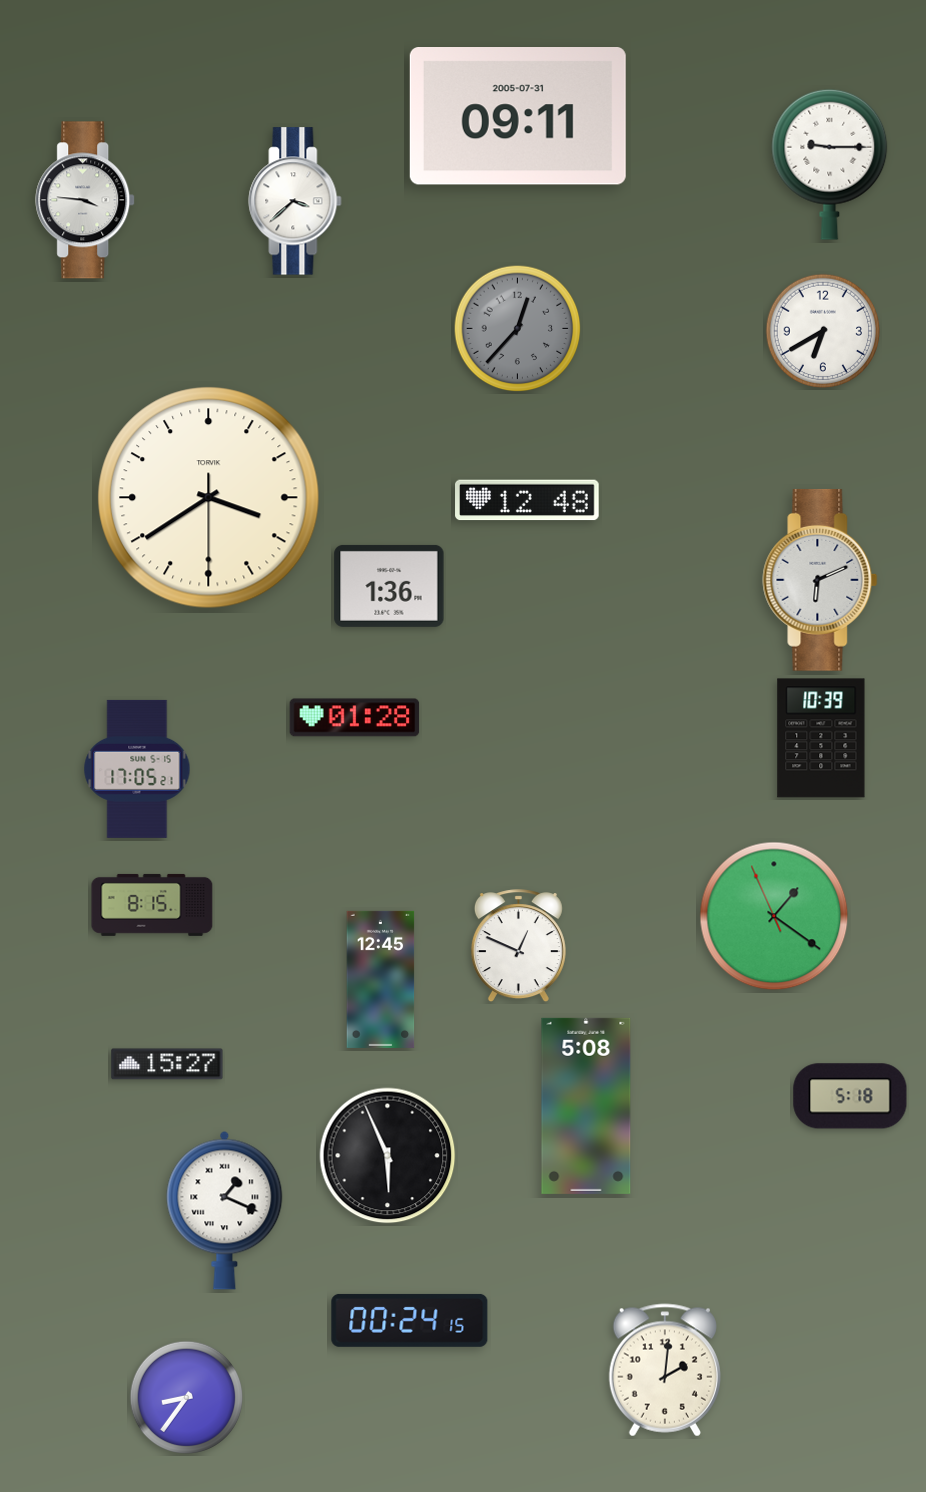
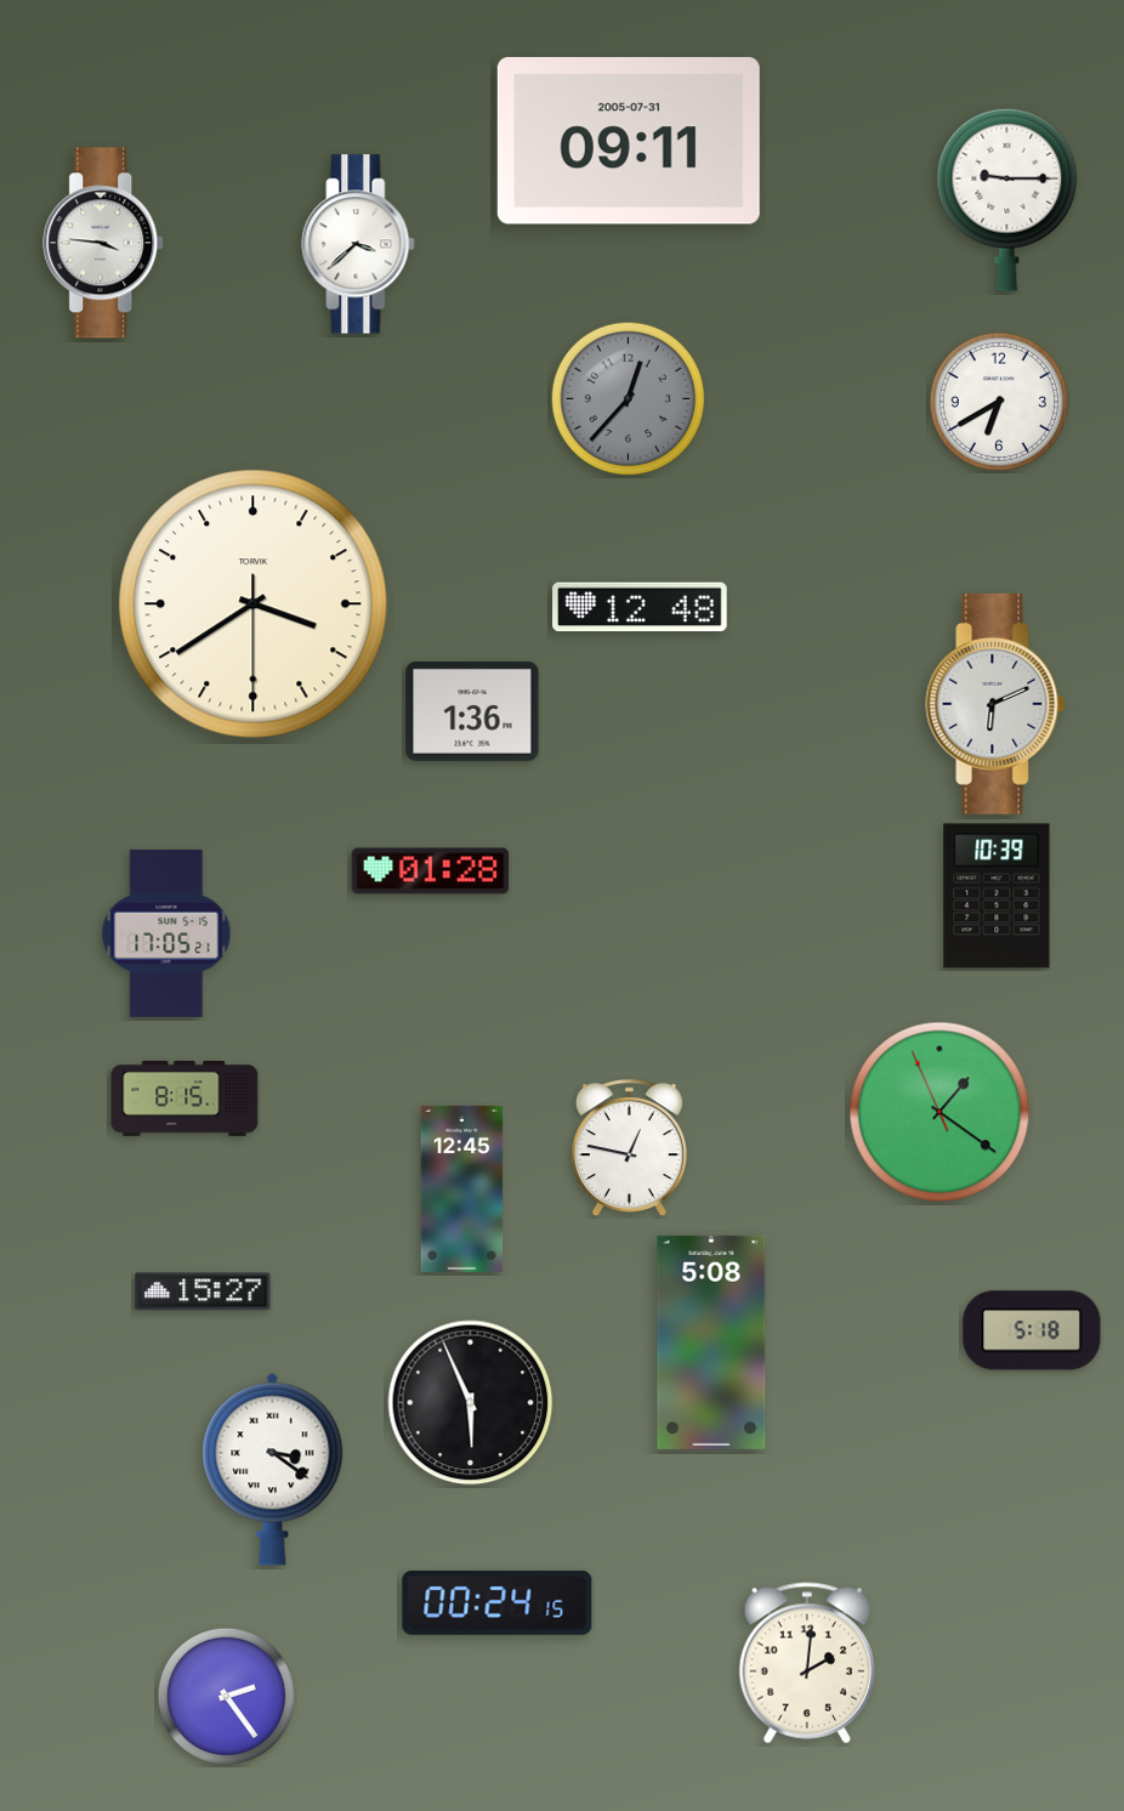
clock at (518, 946): 12:49 -> 12:47
clock at (225, 1210): 1:19 -> 3:21
clock at (186, 1397): 8:36 -> 2:24
